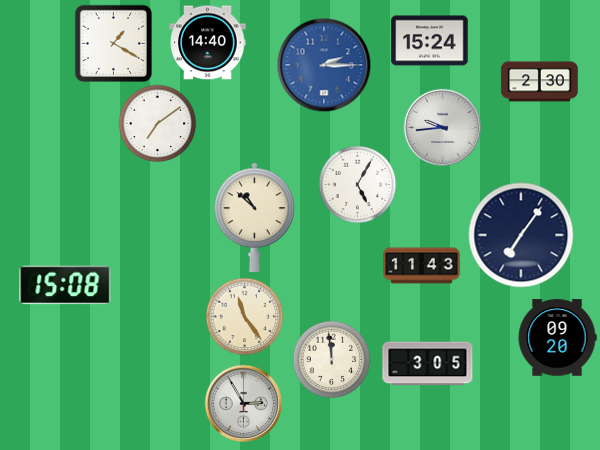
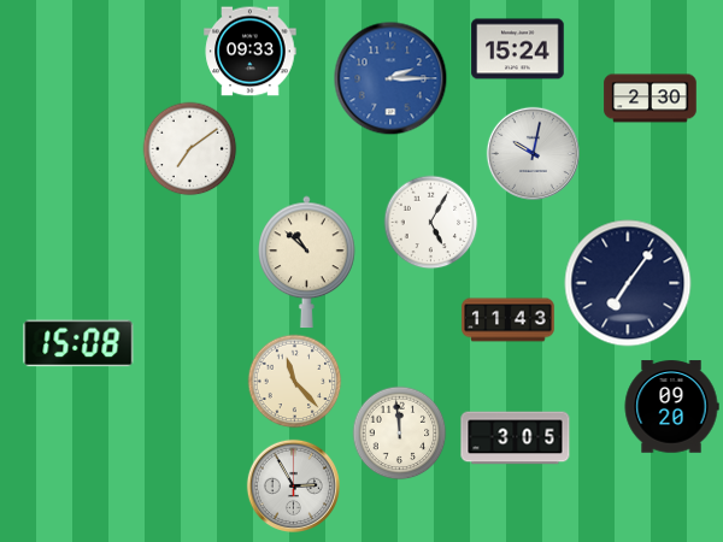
clock at (113, 43): 1:20 -> none
clock at (208, 43): 14:40 -> 09:33
clock at (442, 127): 9:44 -> 10:02
clock at (244, 316): 11:24 -> 11:23
